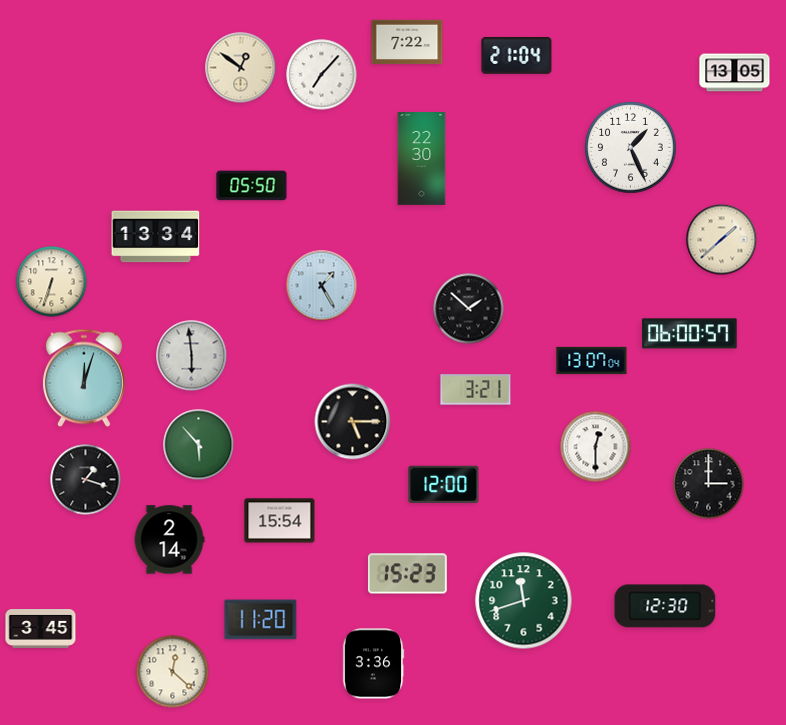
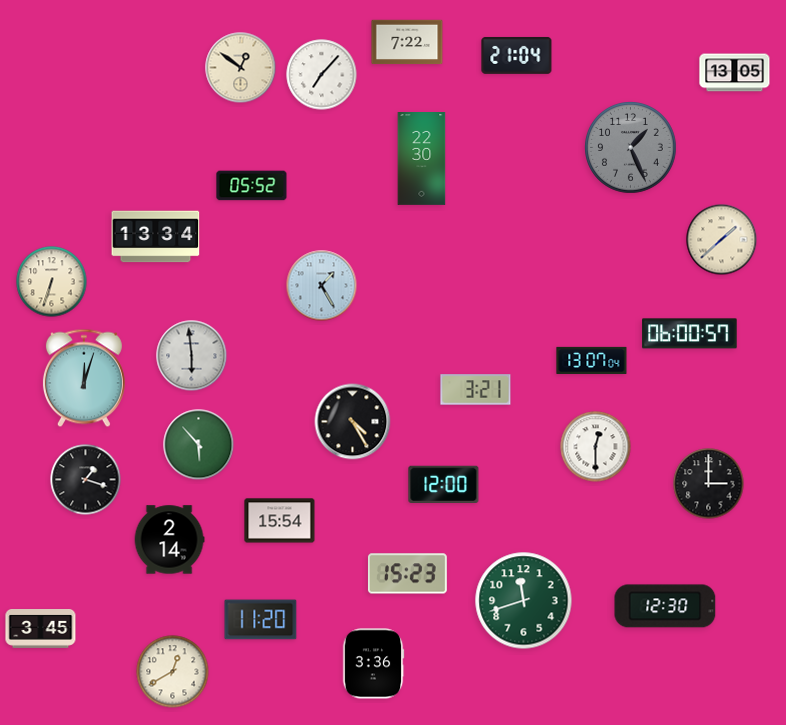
clock at (631, 148) dial: white -> grey
clock at (252, 186): 05:50 -> 05:52
clock at (469, 309): 1:52 -> none
clock at (353, 422): 5:15 -> 4:25
clock at (173, 672): 12:22 -> 12:40
